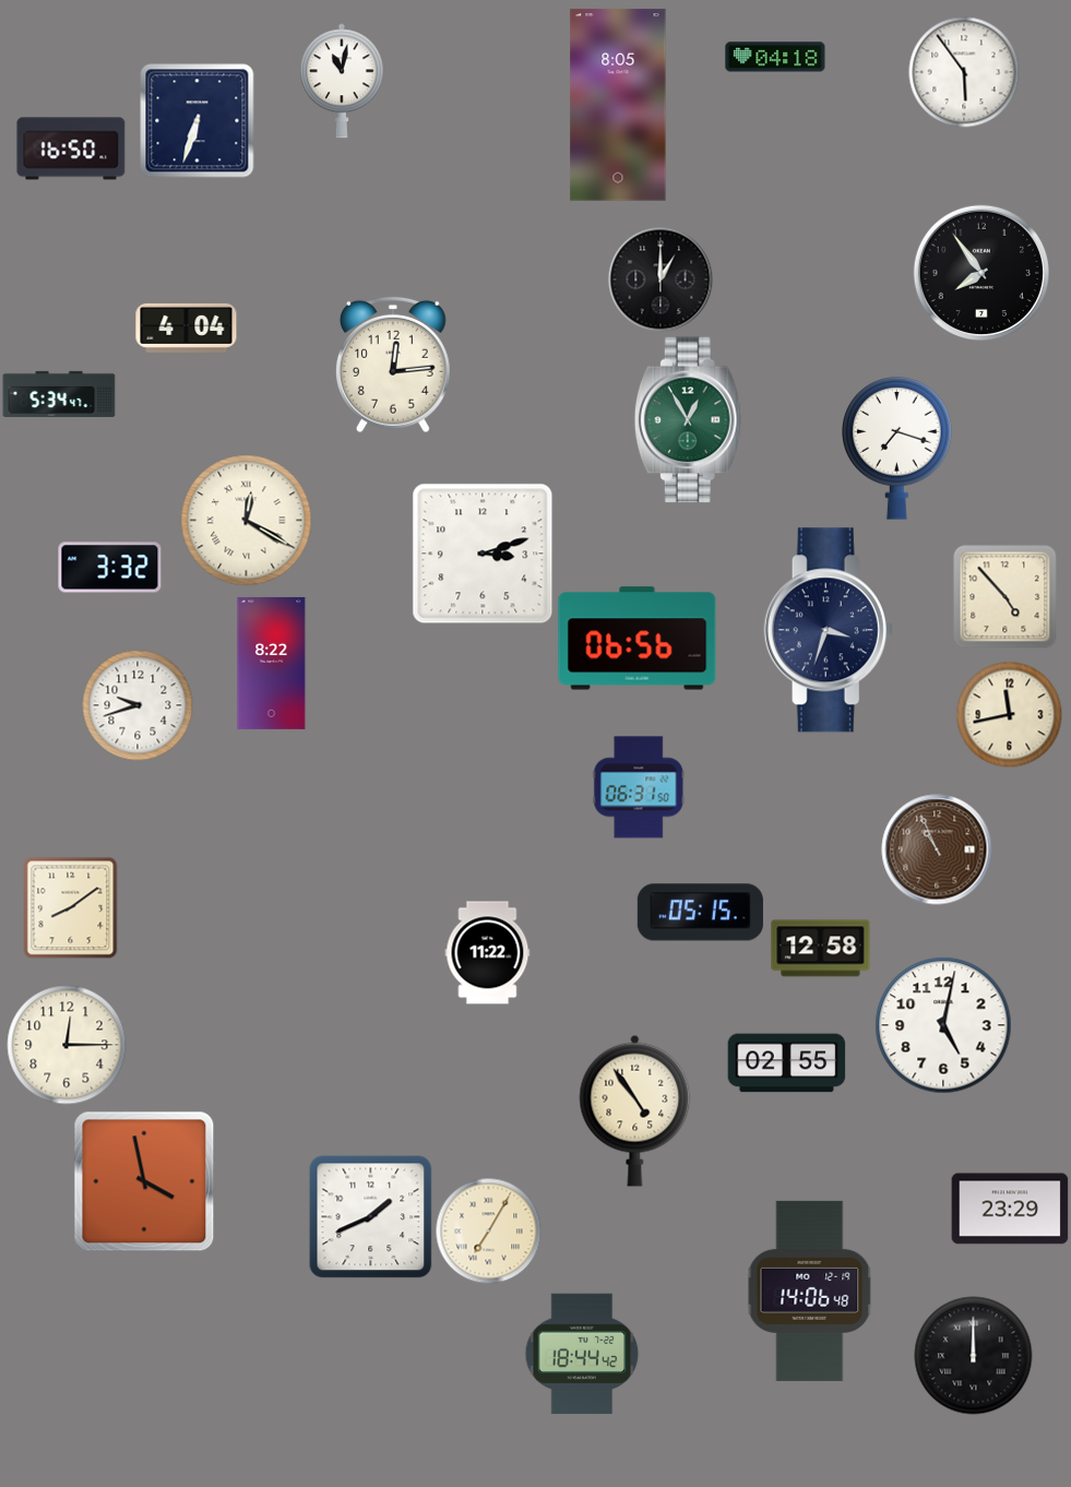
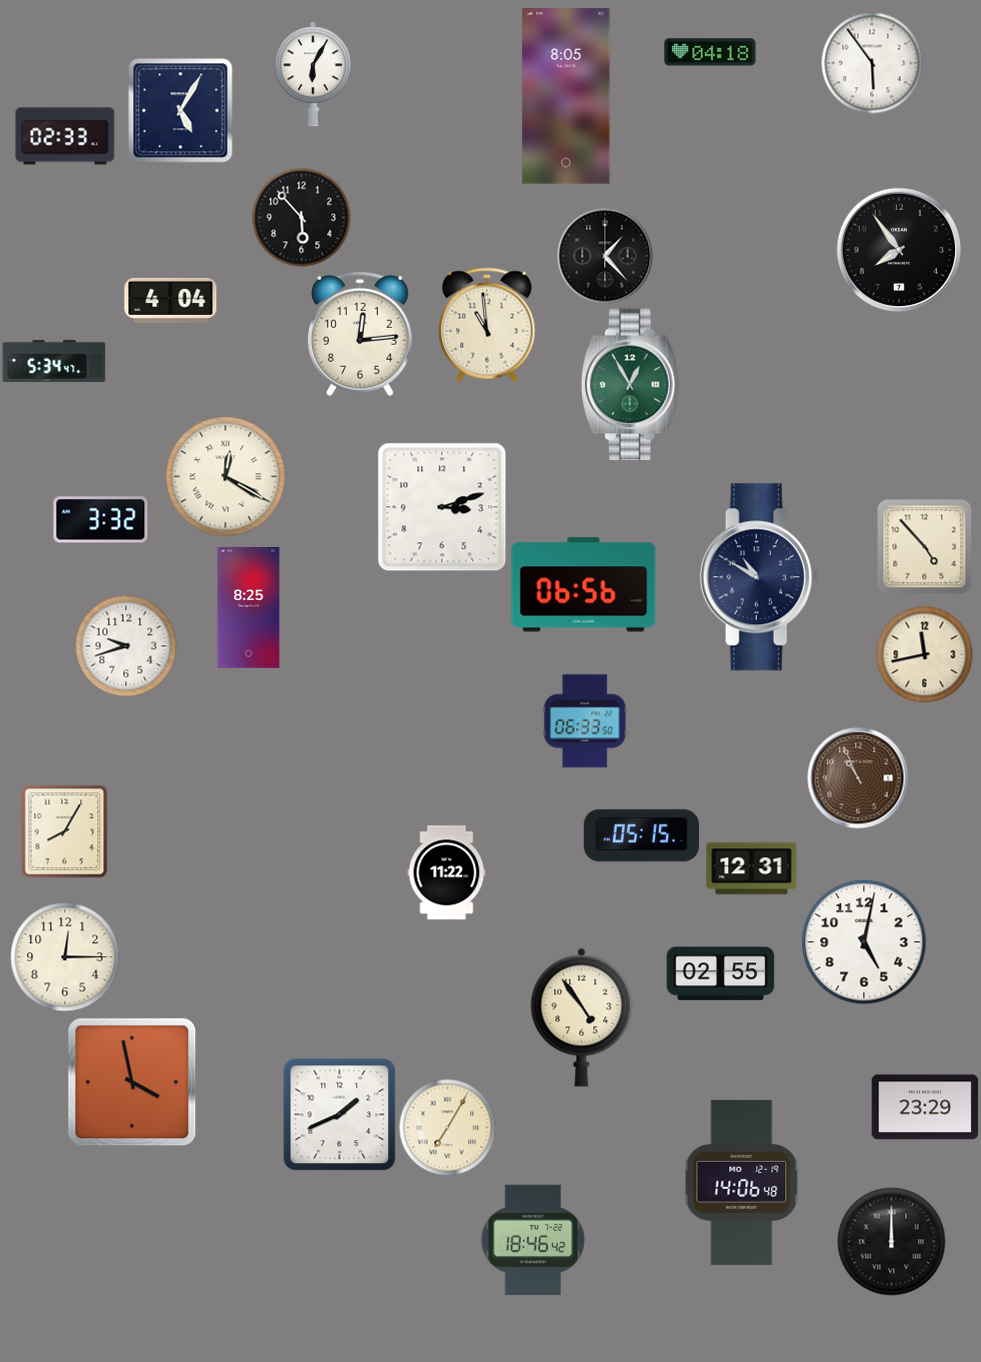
clock at (964, 72) position: (964, 72) -> (872, 63)
clock at (342, 81): 11:02 -> 6:05
clock at (198, 121): 6:33 -> 5:05
clock at (71, 148): 16:50 -> 02:33
clock at (302, 218): none -> 5:53
clock at (661, 279): 1:00 -> 1:23
clock at (487, 325): none -> 10:59
clock at (897, 449): 7:18 -> none
clock at (1005, 597) position: (1005, 597) -> (925, 547)
clock at (829, 630): 3:33 -> 10:50
clock at (272, 663): 8:22 -> 8:25
clock at (639, 787): 06:31 -> 06:33
clock at (71, 907): 8:09 -> 8:05
clock at (821, 949): 12:58 -> 12:31
clock at (943, 1025) position: (943, 1025) -> (864, 942)
clock at (67, 1045) position: (67, 1045) -> (65, 957)
clock at (582, 1354): 18:44 -> 18:46
